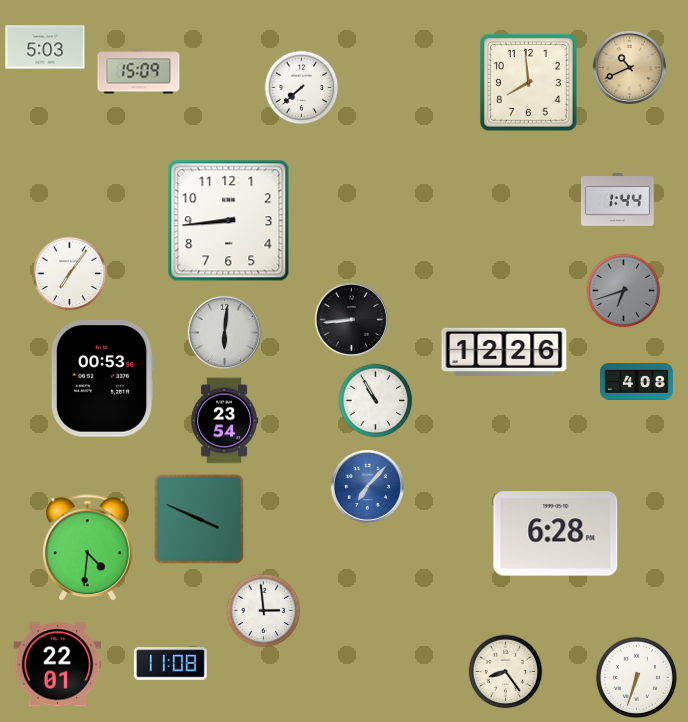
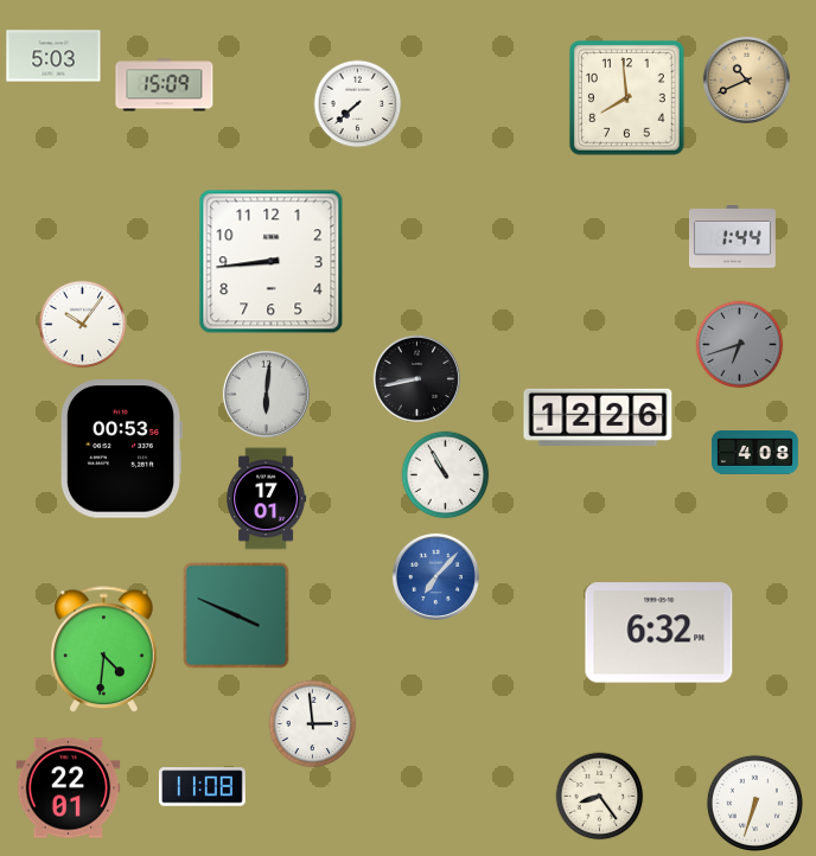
clock at (70, 274): 7:06 -> 10:06
clock at (351, 319): 8:44 -> 8:43
clock at (225, 421): 23:54 -> 17:01
clock at (556, 534): 6:28 -> 6:32
